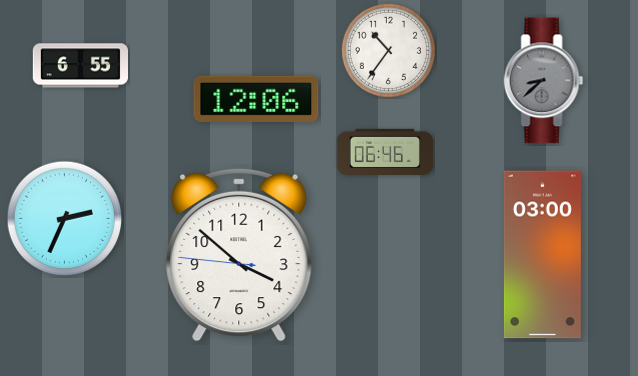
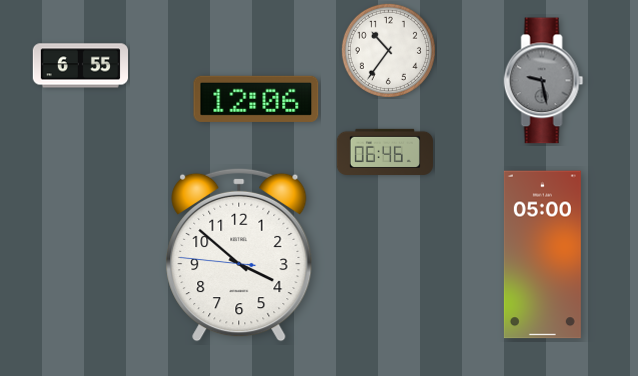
clock at (544, 81): 8:38 -> 9:28
clock at (65, 219): 2:34 -> none
clock at (542, 255): 03:00 -> 05:00
